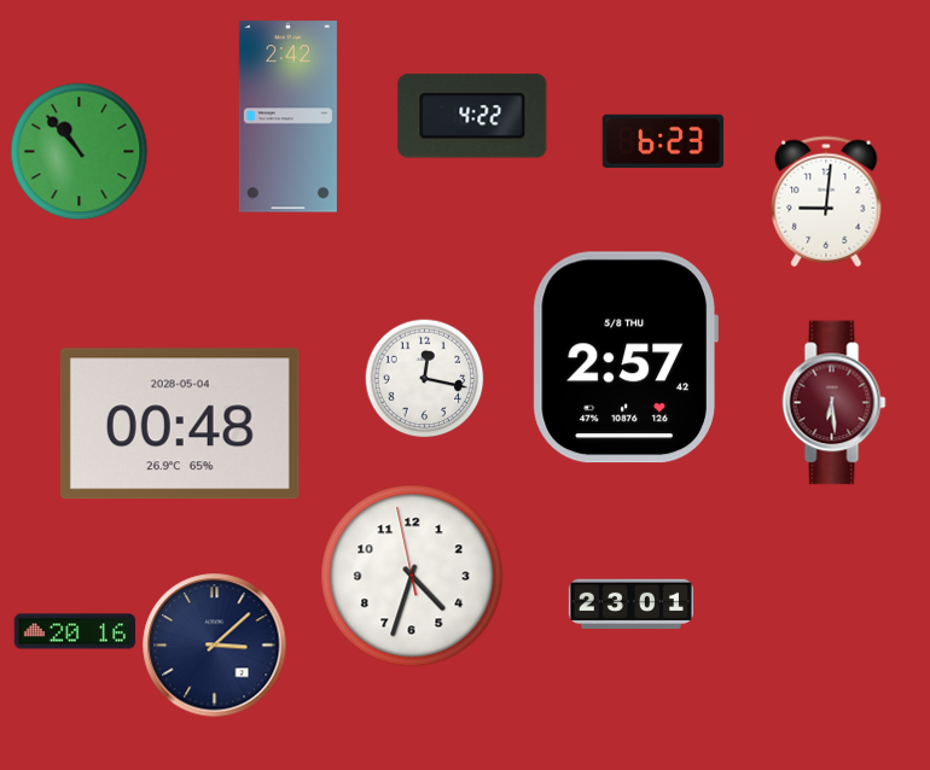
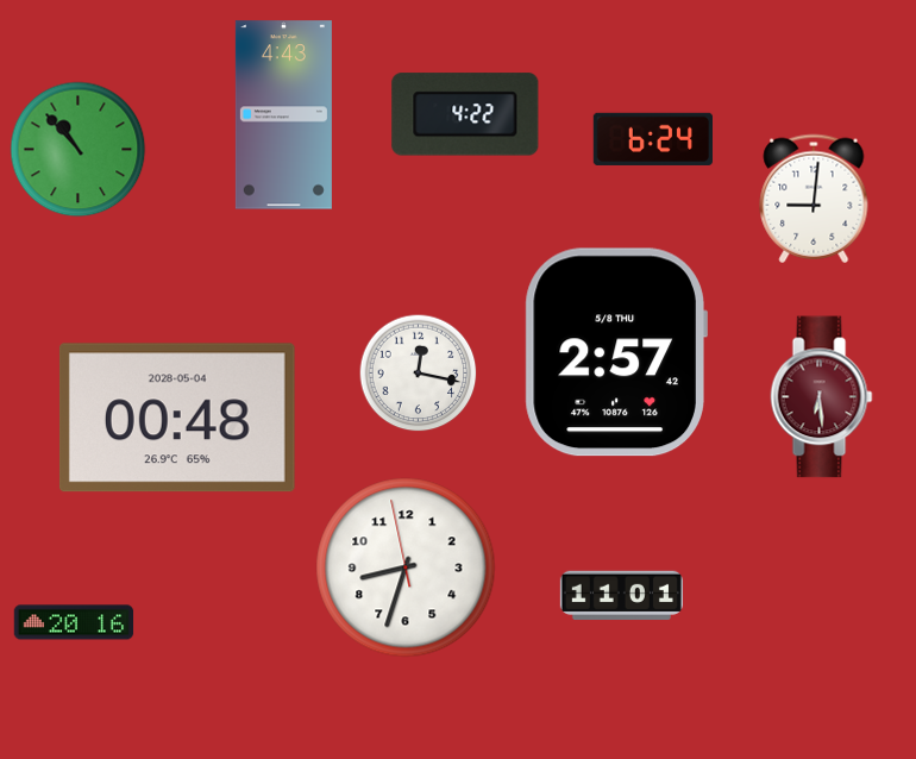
clock at (287, 117): 2:42 -> 4:43
clock at (662, 141): 6:23 -> 6:24
clock at (412, 576): 4:32 -> 8:32
clock at (630, 603): 23:01 -> 11:01
clock at (215, 646): 3:08 -> none
